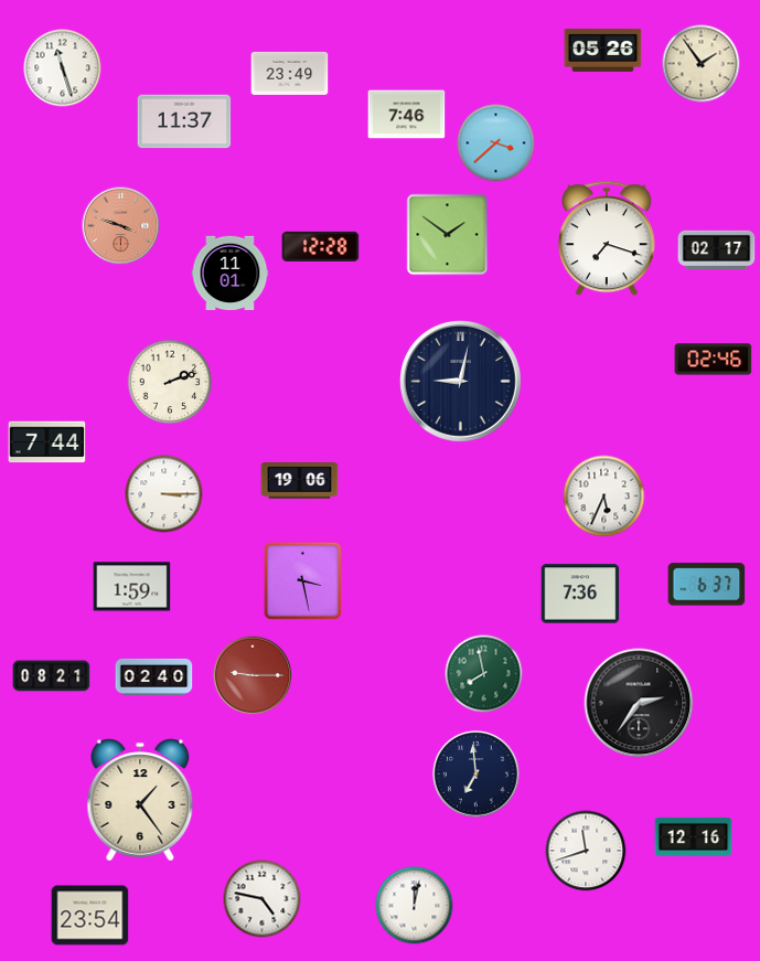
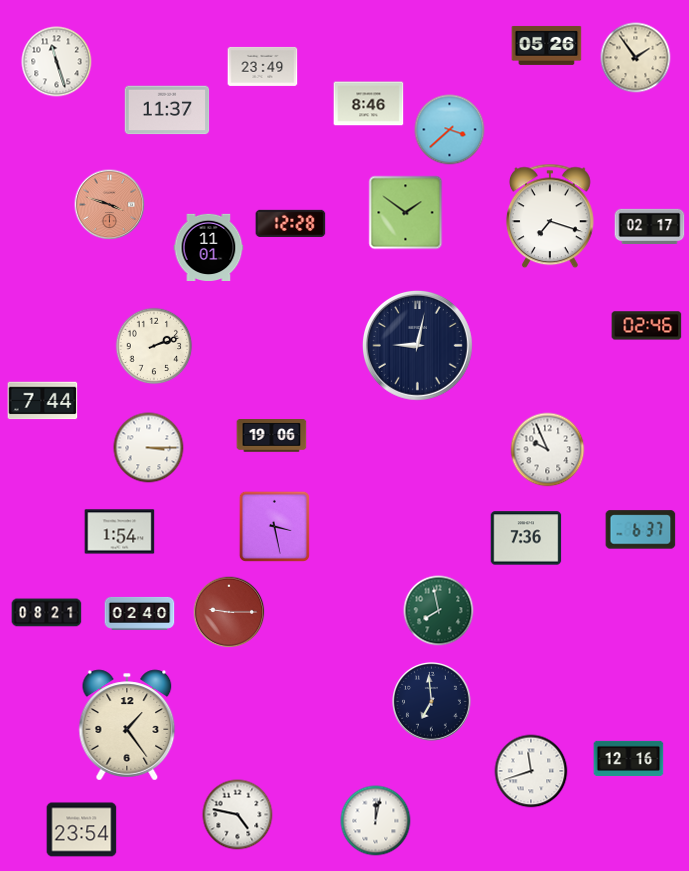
clock at (407, 115): 7:46 -> 8:46
clock at (604, 496): 5:34 -> 9:56
clock at (132, 587): 1:59 -> 1:54
clock at (639, 703): 2:36 -> none
